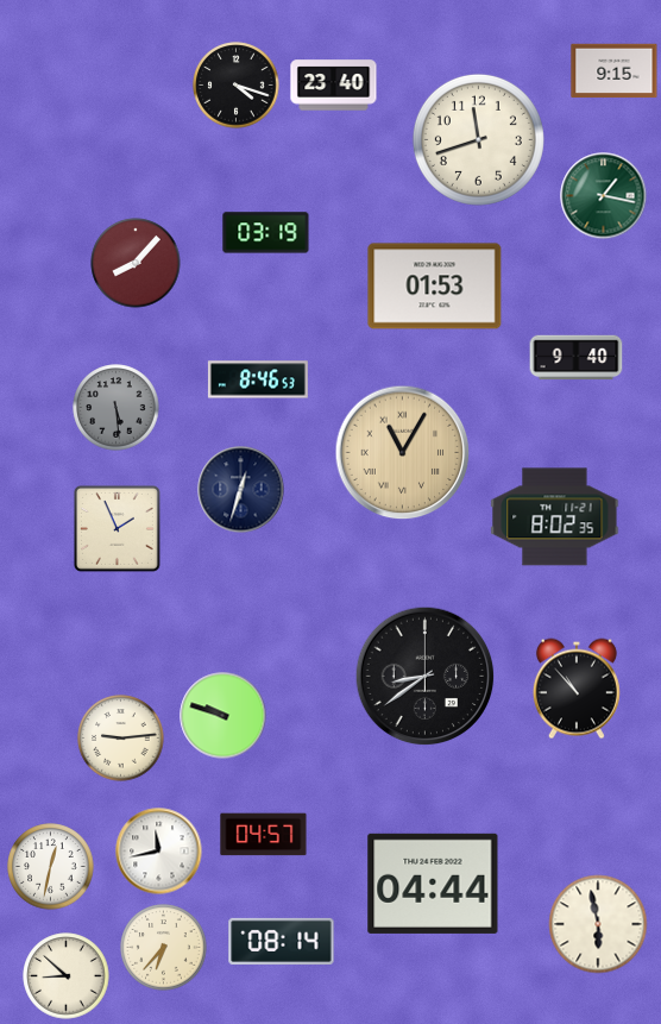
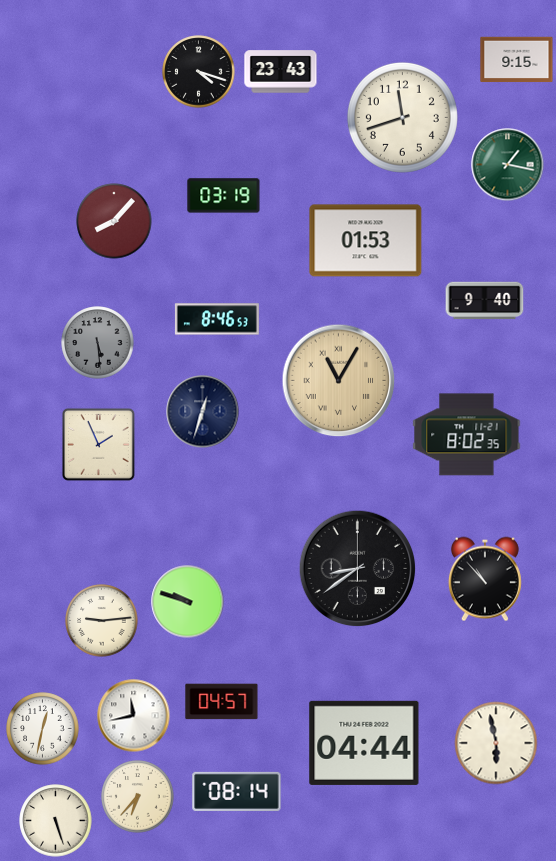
clock at (334, 86): 23:40 -> 23:43
clock at (598, 924) position: (598, 924) -> (496, 743)
clock at (67, 976): 8:52 -> 5:27
